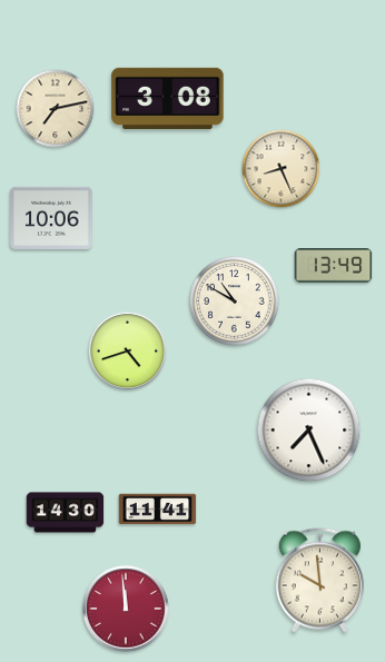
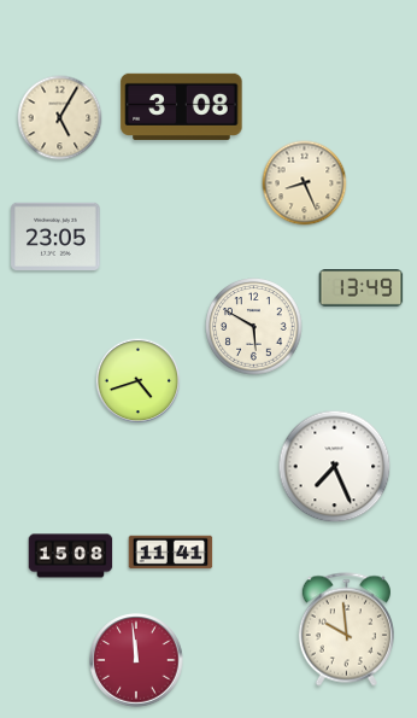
clock at (56, 109): 7:13 -> 5:05
clock at (51, 218): 10:06 -> 23:05
clock at (235, 302): 10:50 -> 5:50
clock at (66, 513): 14:30 -> 15:08
